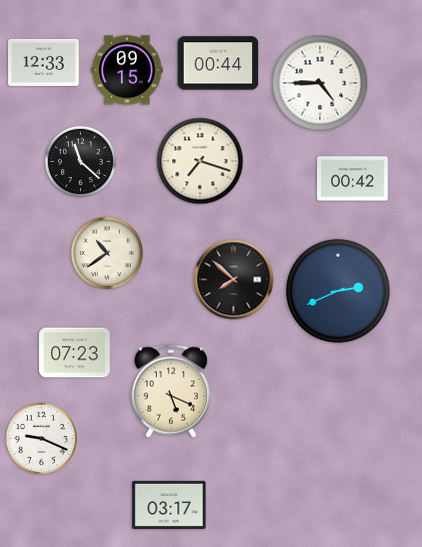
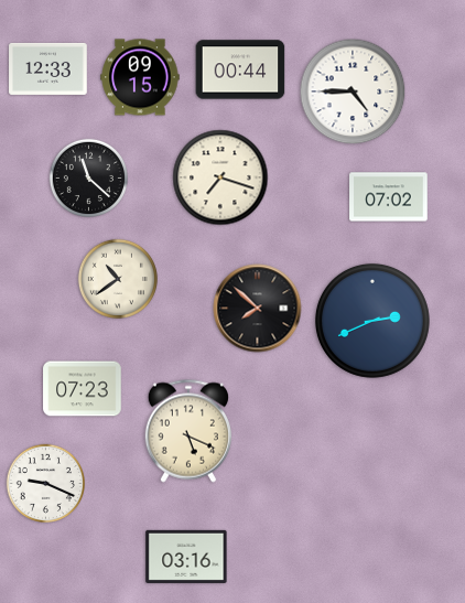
clock at (353, 179): 00:42 -> 07:02
clock at (169, 505): 03:17 -> 03:16
